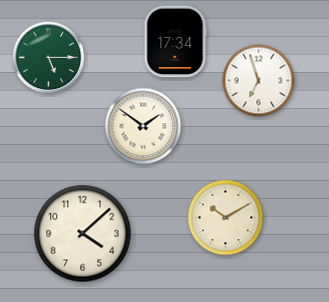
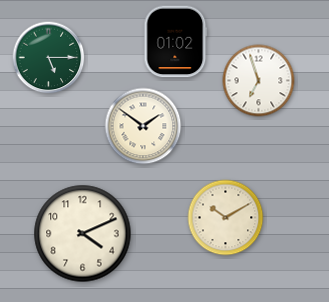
clock at (176, 42): 17:34 -> 01:02
clock at (83, 234): 4:08 -> 4:11
